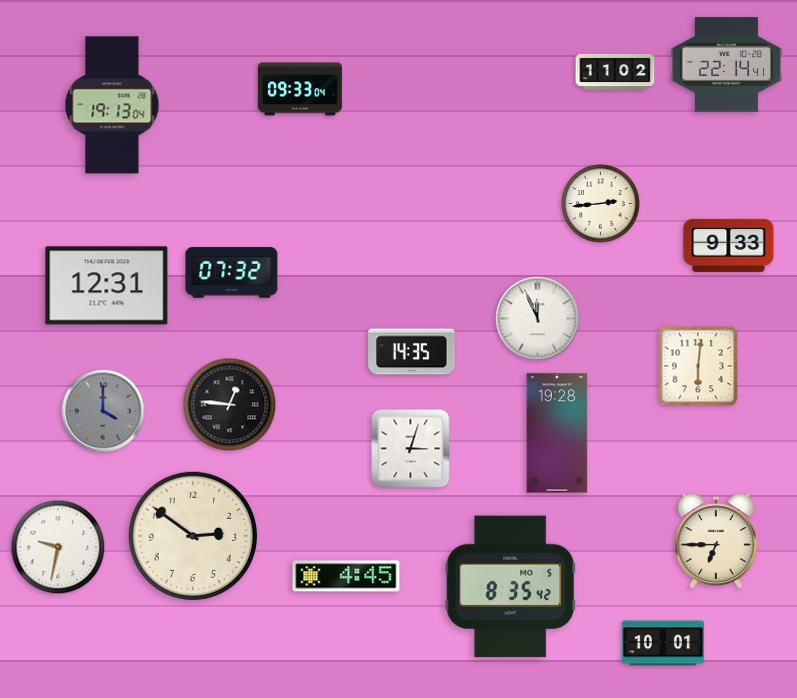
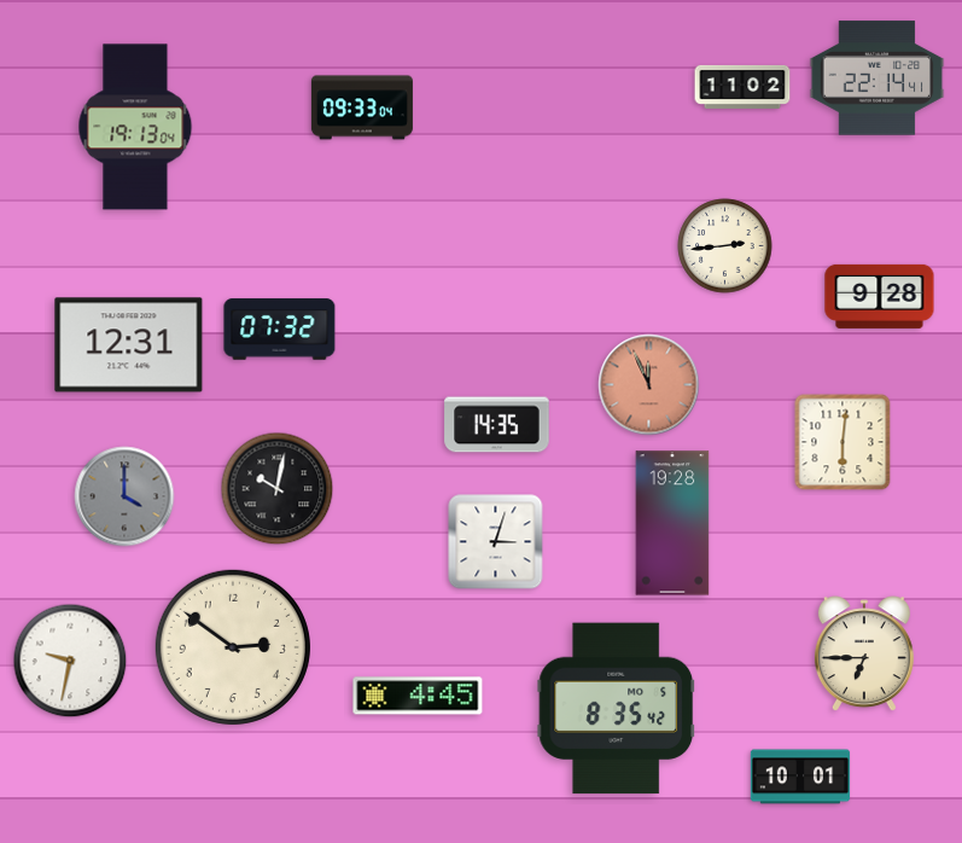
clock at (729, 245): 9:33 -> 9:28
clock at (538, 319) dial: white -> salmon
clock at (230, 405): 12:46 -> 10:02
